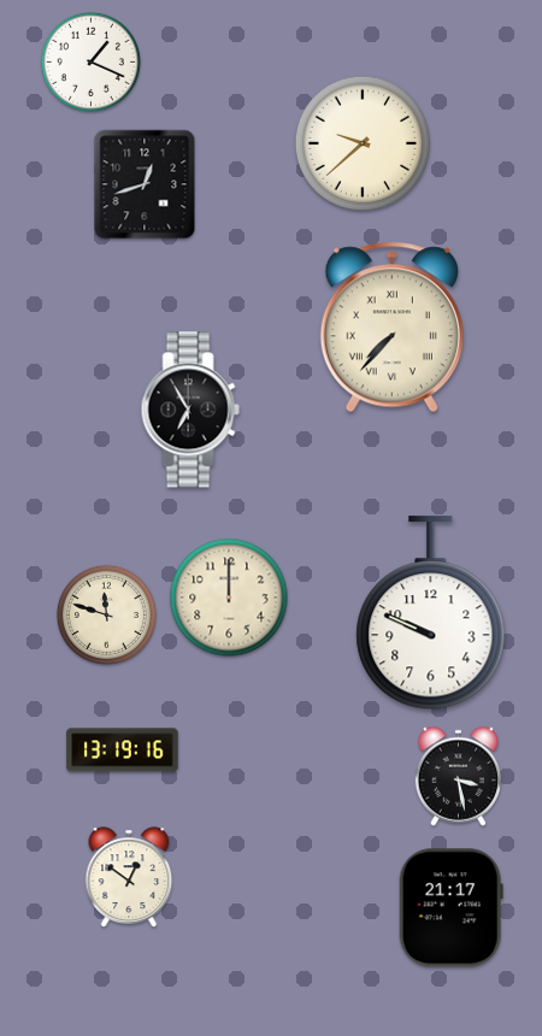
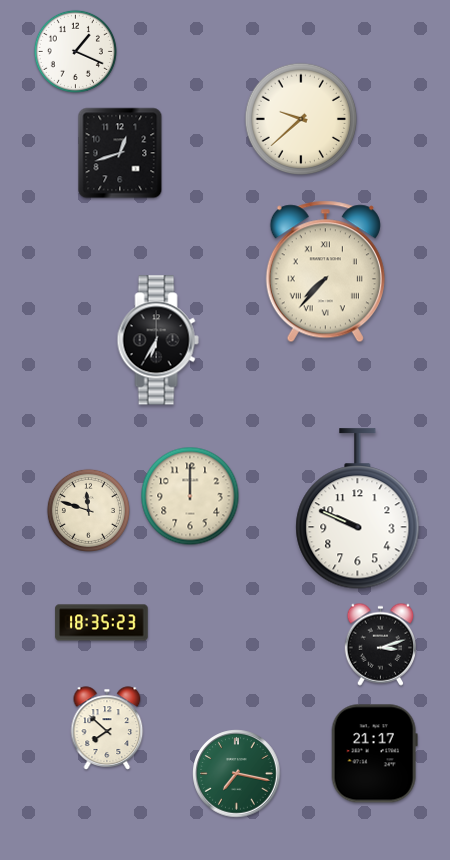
clock at (190, 410): 6:55 -> 6:35
clock at (123, 750): 13:19 -> 18:35
clock at (458, 776): 3:28 -> 3:12
clock at (129, 877): 12:51 -> 7:52
clock at (237, 774): none -> 7:17
